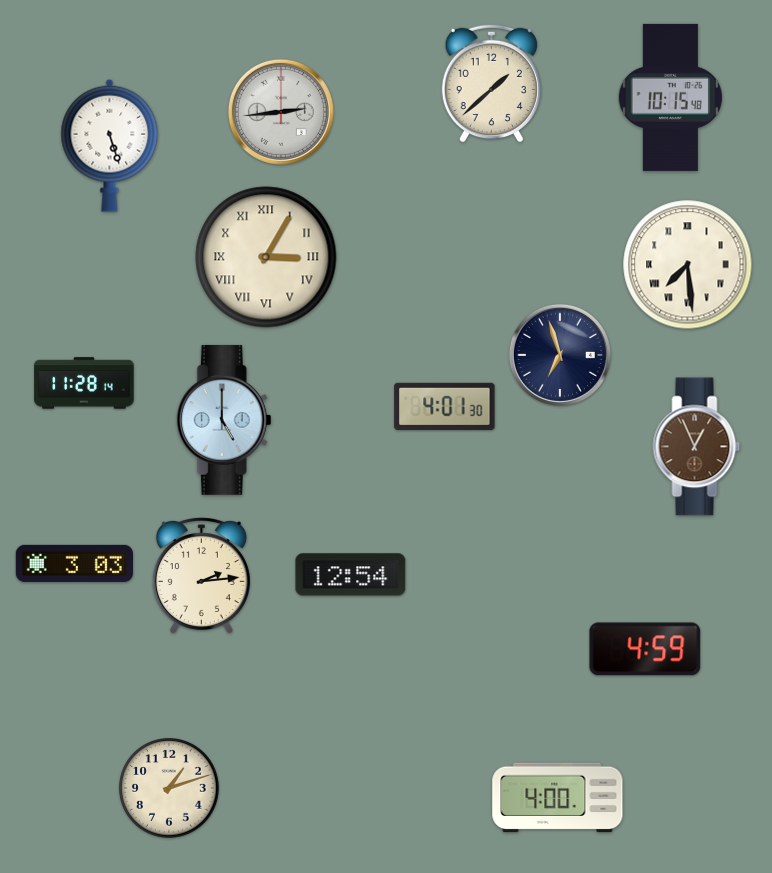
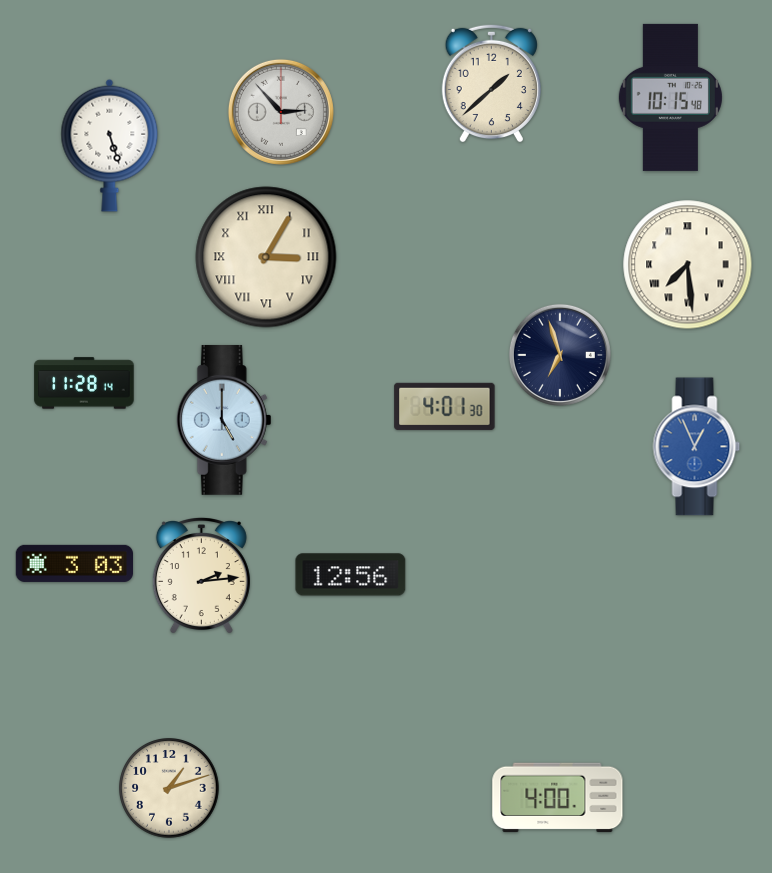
clock at (281, 112): 2:44 -> 2:53
clock at (697, 447) dial: brown -> blue
clock at (351, 575): 12:54 -> 12:56
clock at (645, 649): 4:59 -> none
